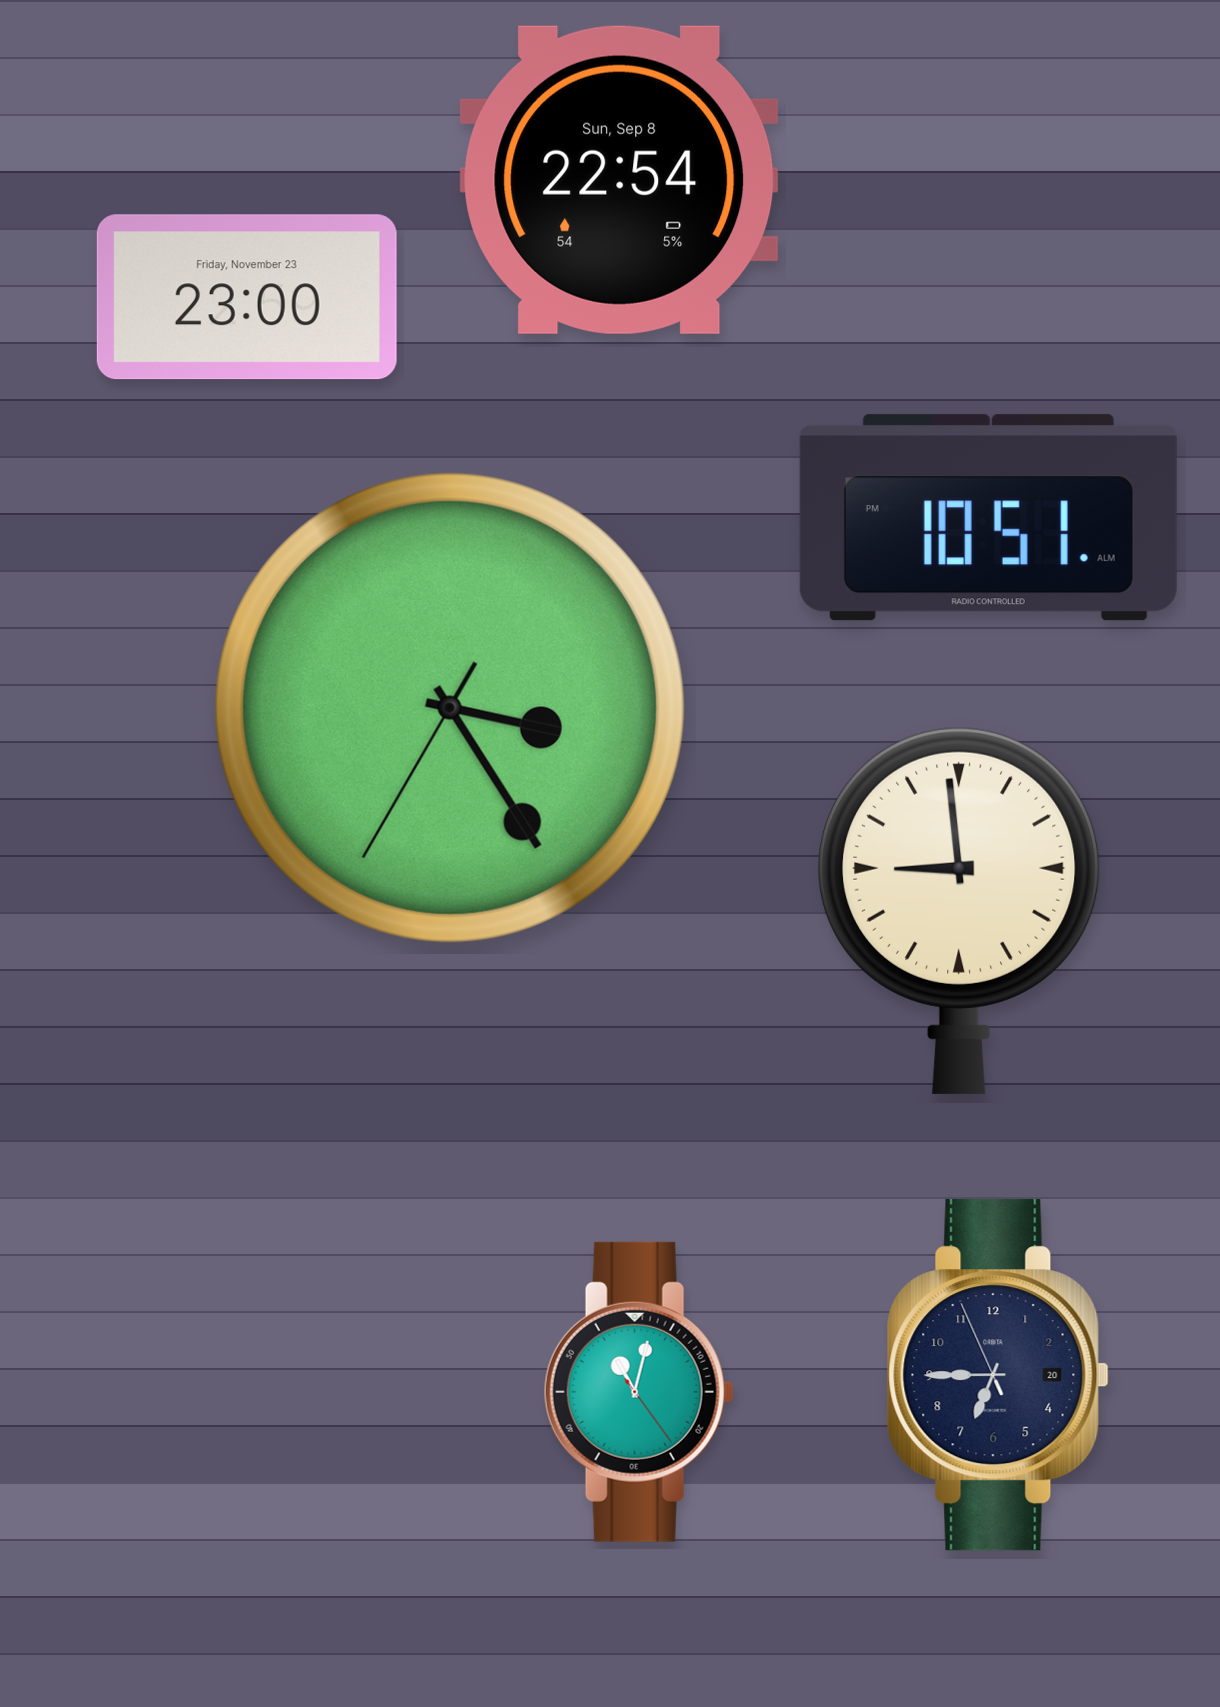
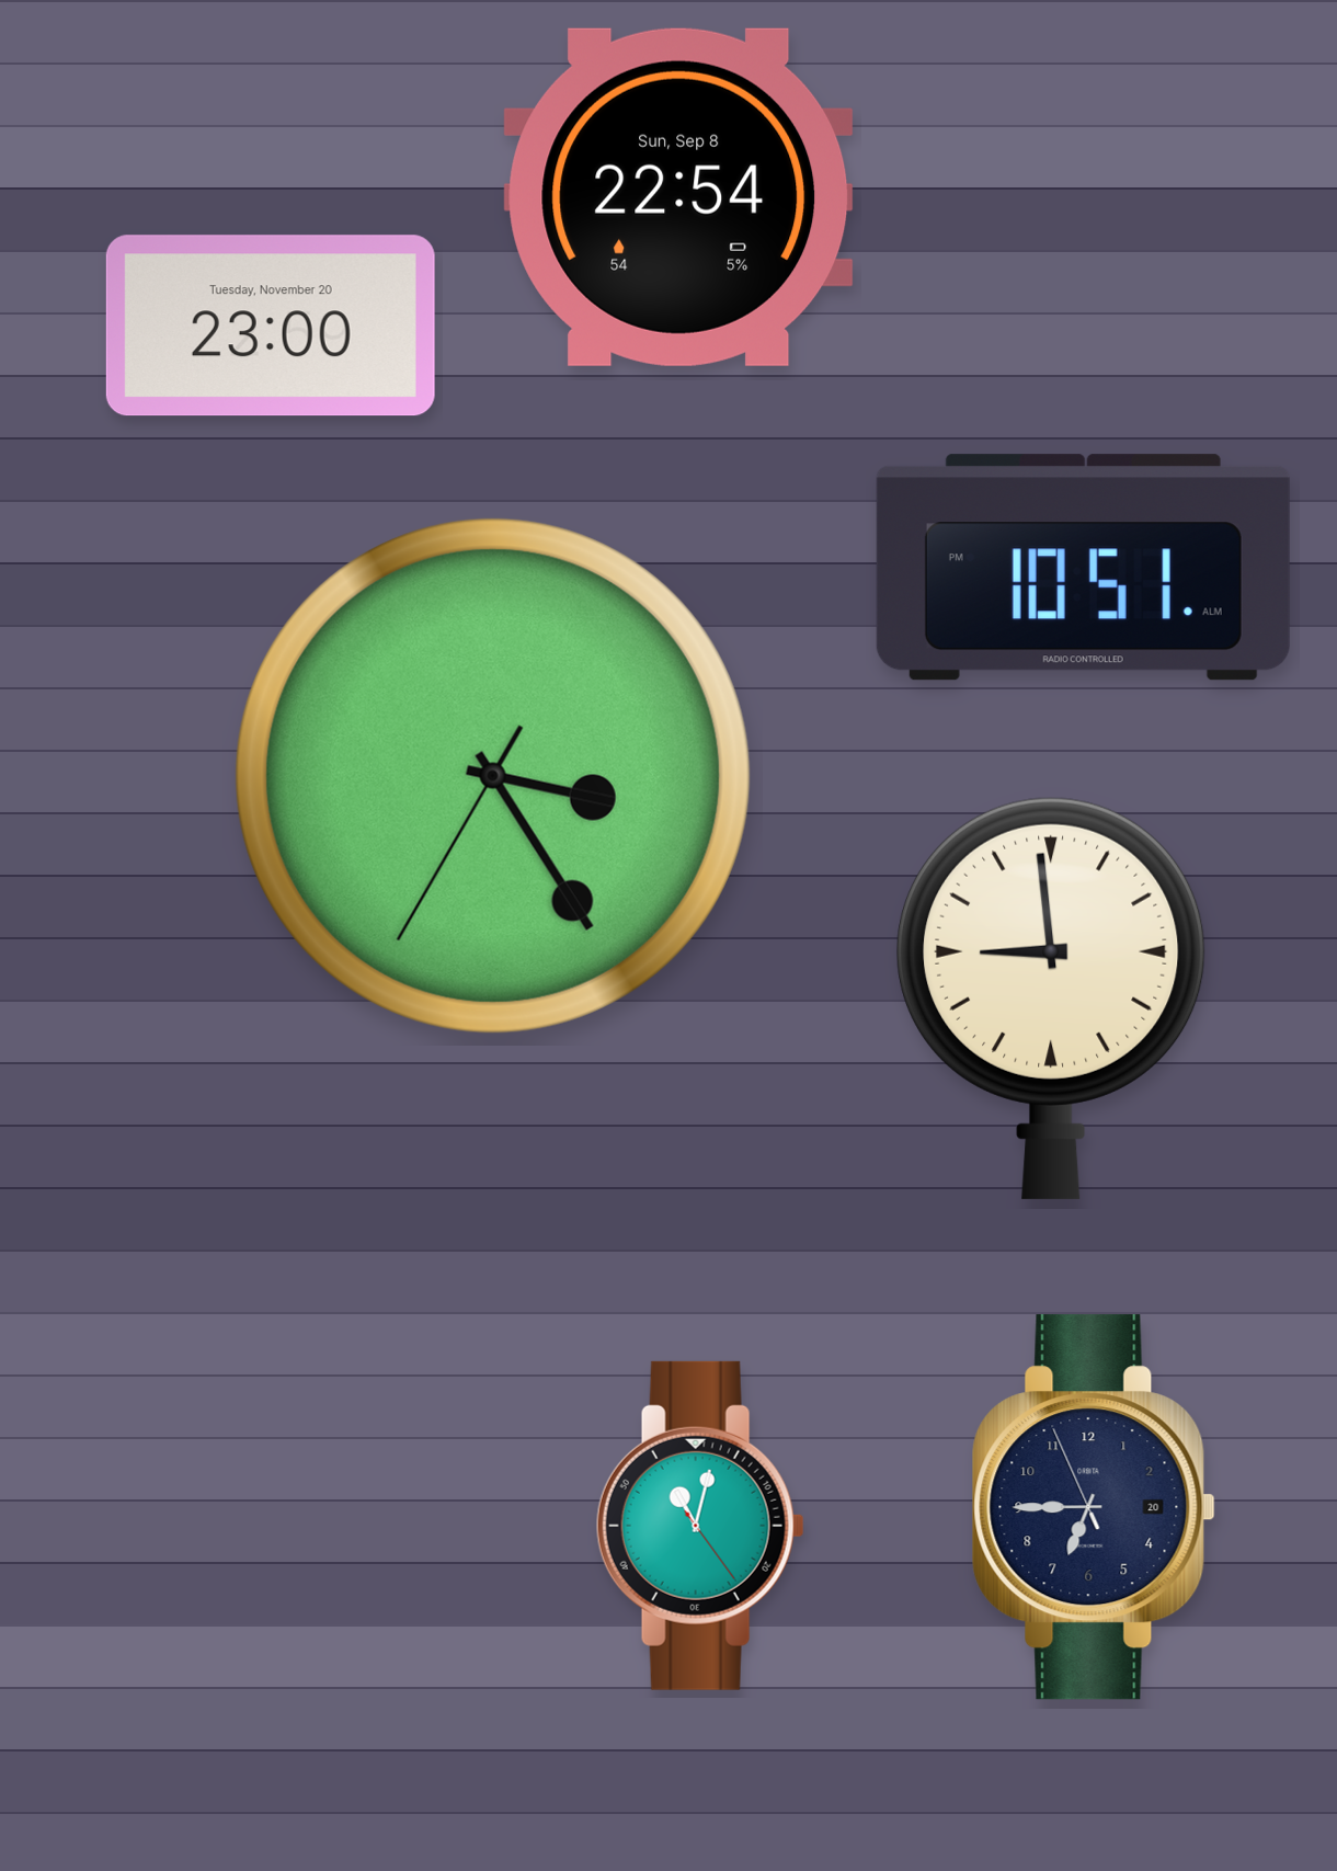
clock at (247, 297) date: Friday, November 23 -> Tuesday, November 20
